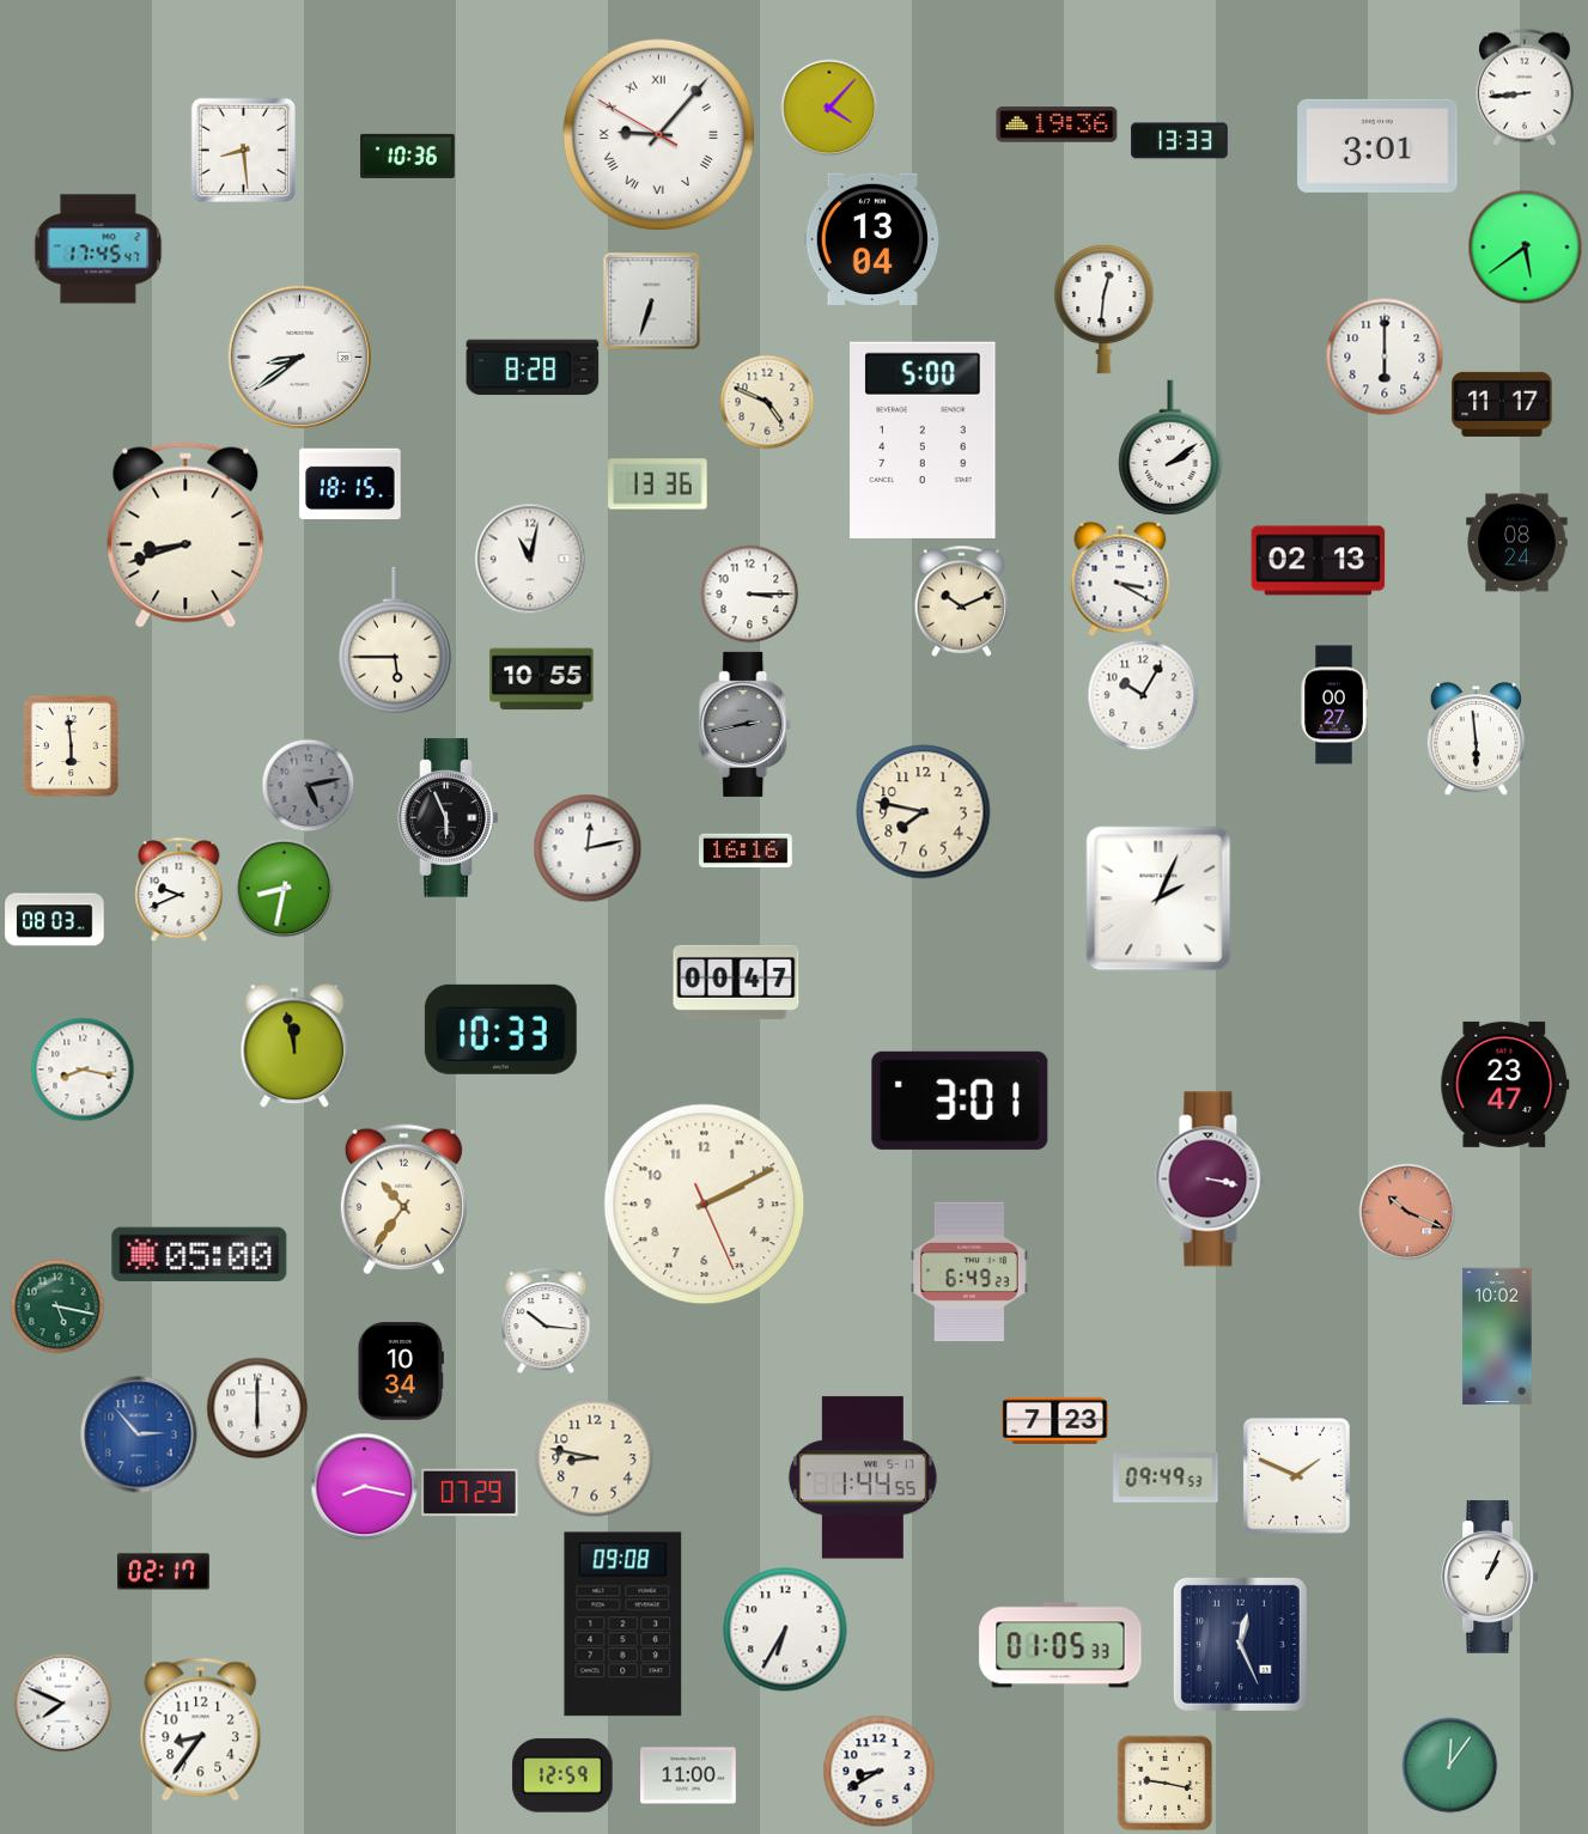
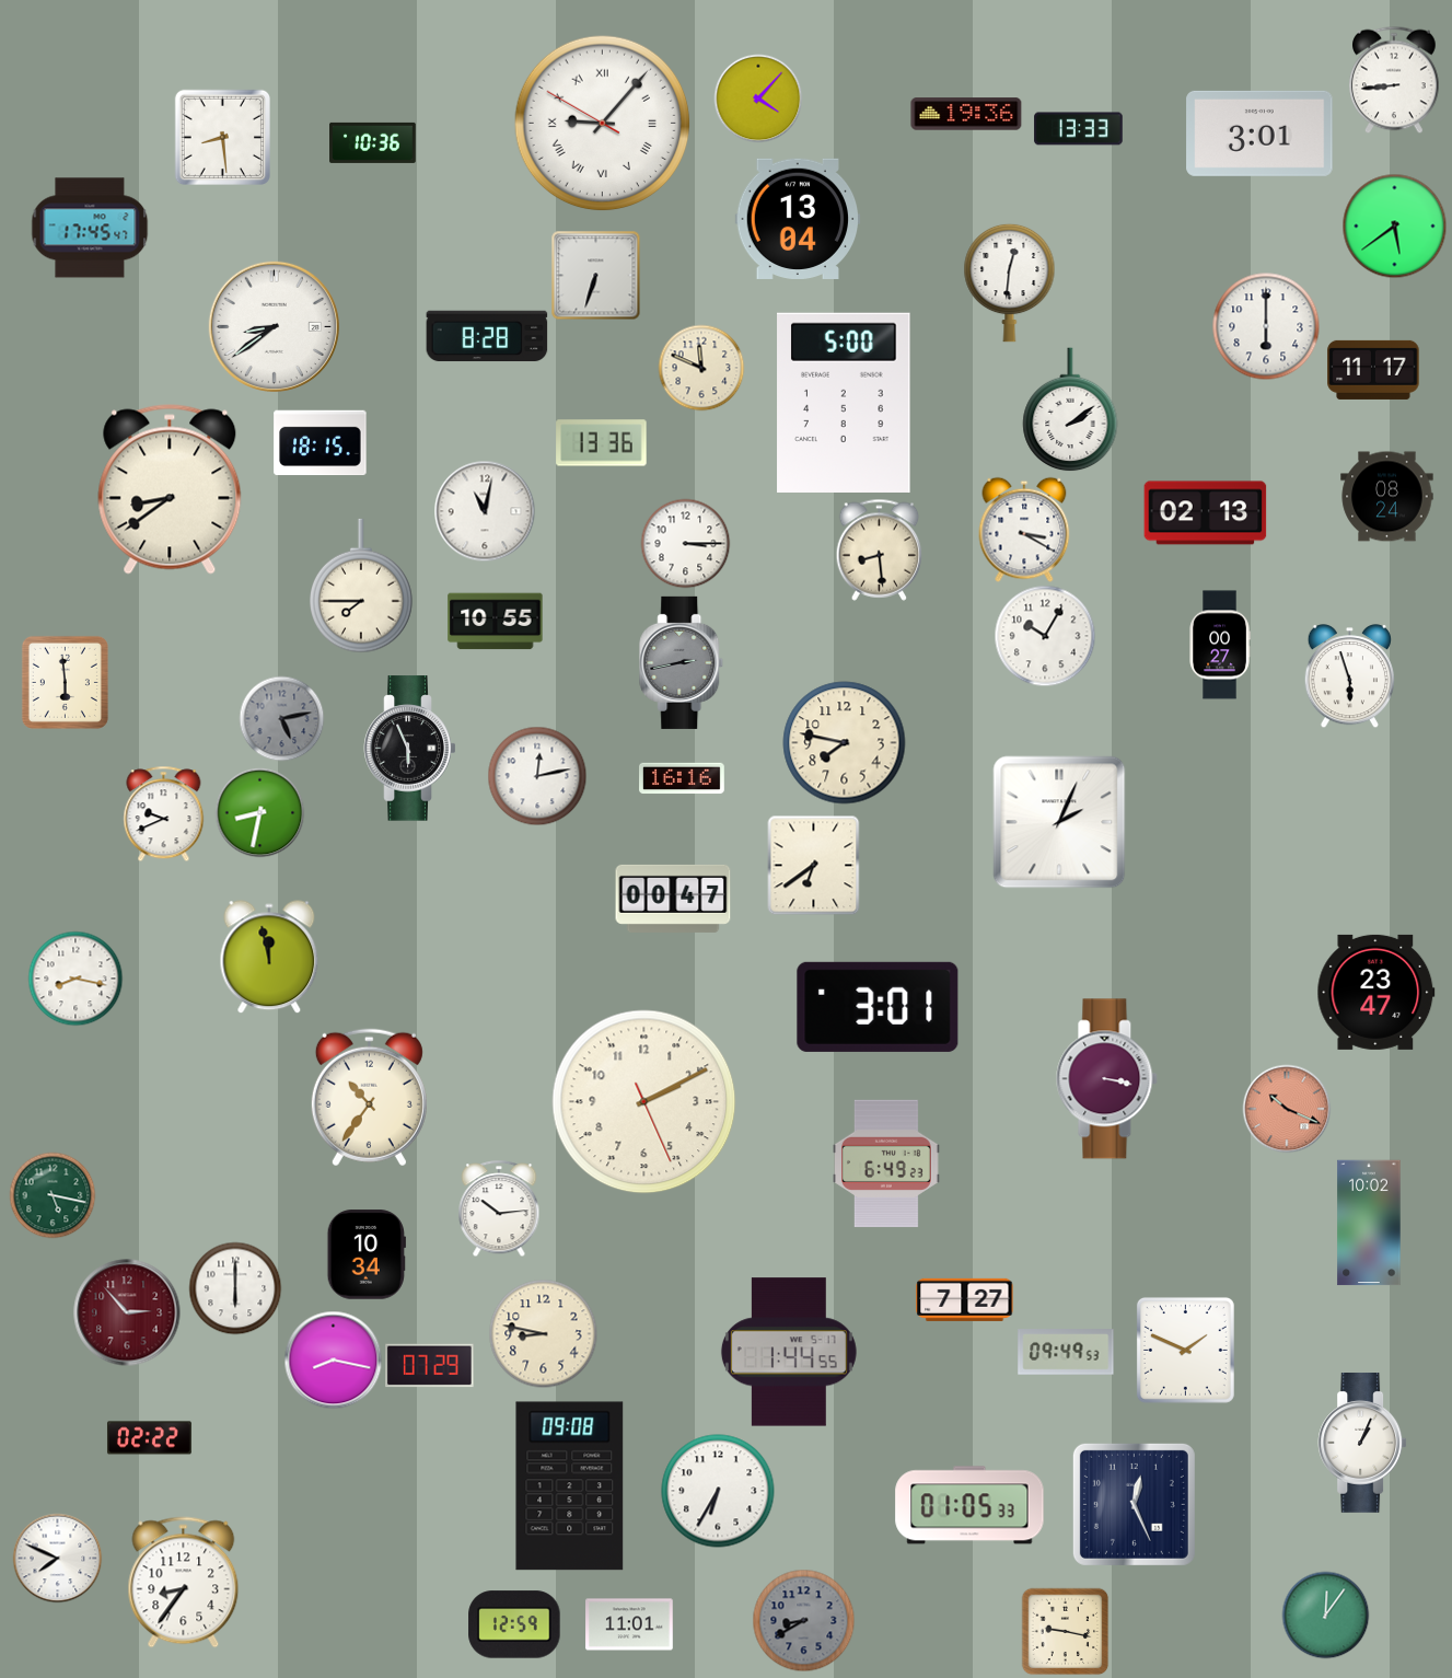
clock at (767, 402): 4:49 -> 11:49
clock at (185, 535): 8:42 -> 8:39
clock at (962, 601): 10:11 -> 8:29
clock at (395, 640): 5:45 -> 7:45
clock at (1476, 739): 5:59 -> 5:57
clock at (55, 920): 08:03 -> none
clock at (814, 865): none -> 6:39
clock at (500, 1029): 10:33 -> none
clock at (200, 1255): 05:00 -> none
clock at (546, 1321): 10:16 -> 10:14
clock at (1055, 1420): 7:23 -> 7:27
clock at (139, 1434) dial: blue -> burgundy
clock at (163, 1572): 02:17 -> 02:22
clock at (878, 1771) dial: white -> grey
clock at (688, 1775): 11:00 -> 11:01
